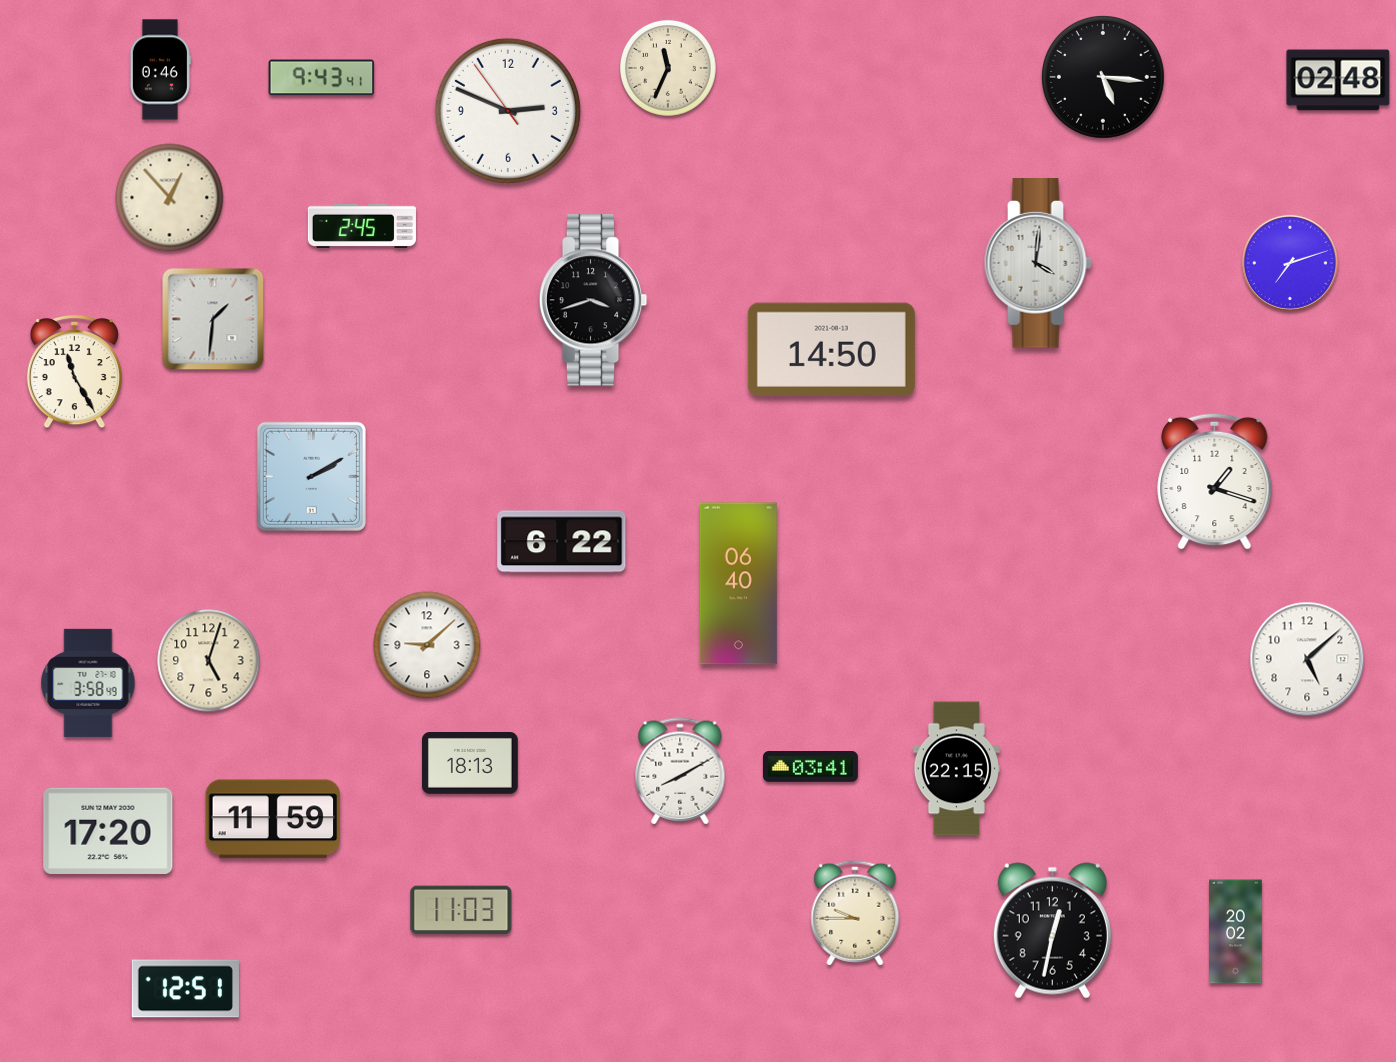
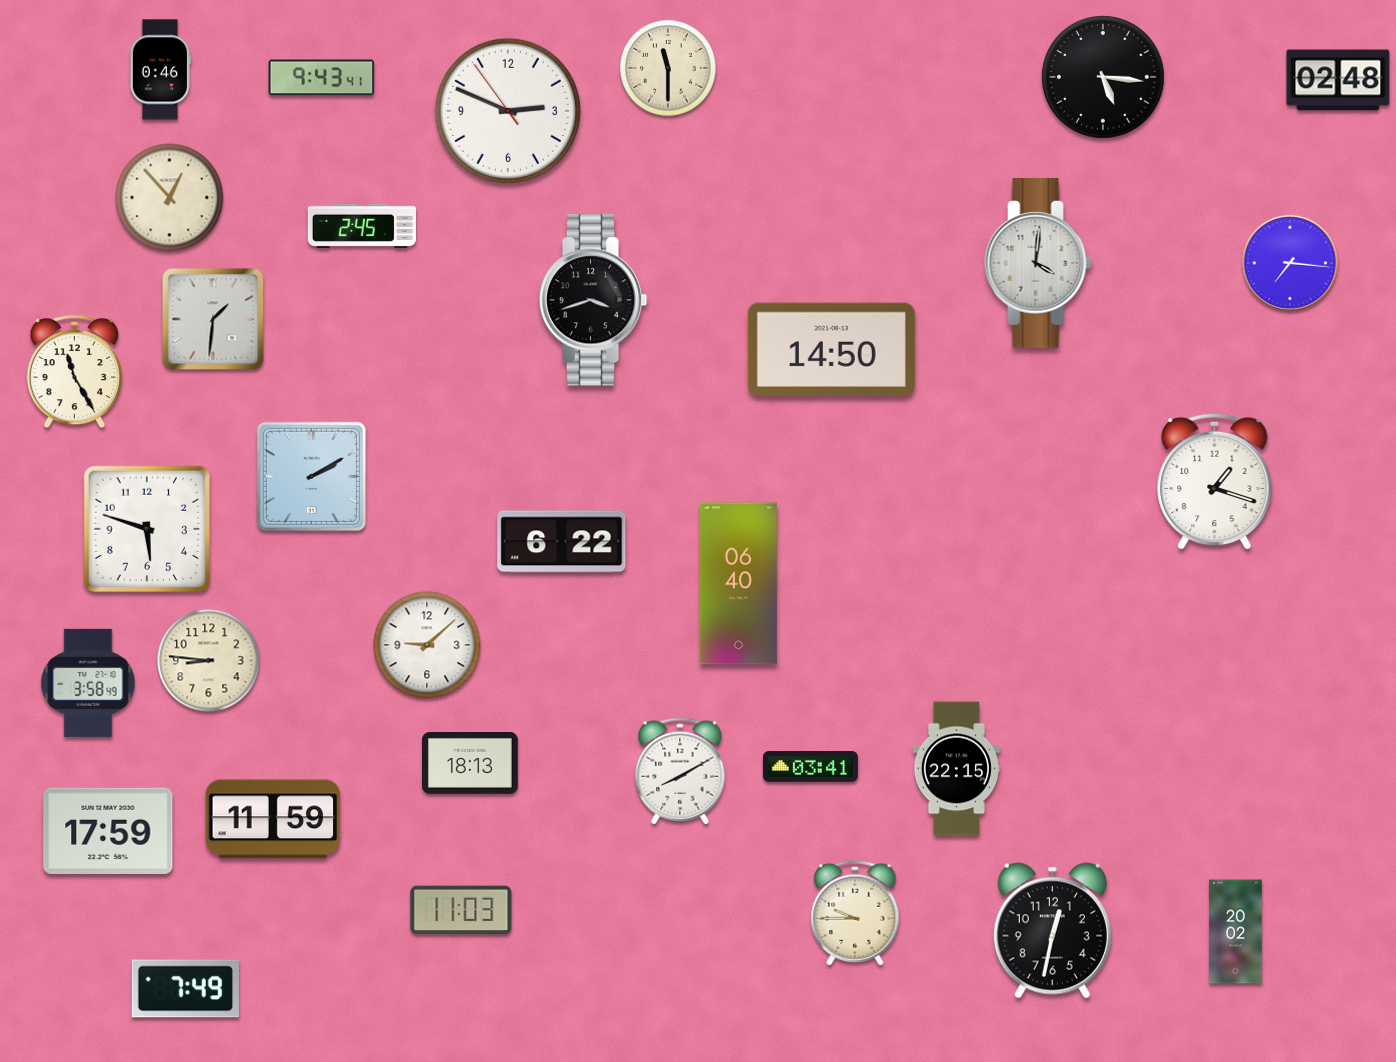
clock at (669, 69): 11:34 -> 11:30
clock at (1290, 263): 7:12 -> 7:16
clock at (146, 528): none -> 5:48
clock at (1307, 659): 5:08 -> none
clock at (209, 661): 5:03 -> 8:46
clock at (108, 831): 17:20 -> 17:59
clock at (185, 989): 12:51 -> 7:49
